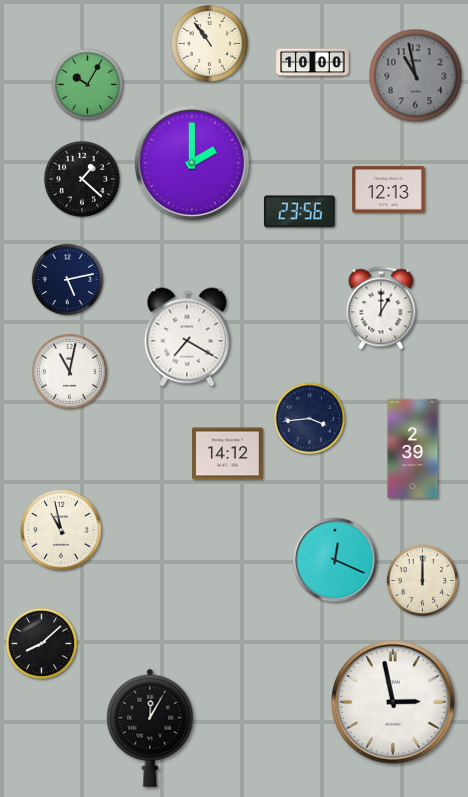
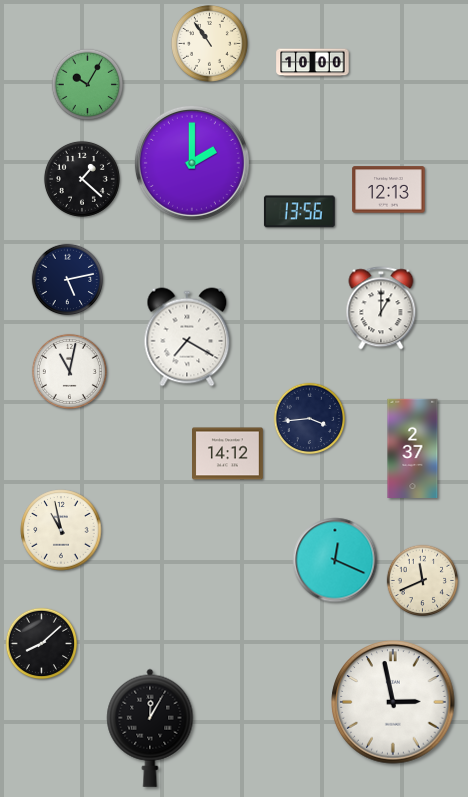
clock at (416, 76): 10:58 -> none
clock at (299, 212): 23:56 -> 13:56
clock at (413, 448): 2:39 -> 2:37
clock at (423, 581): 12:00 -> 11:41
